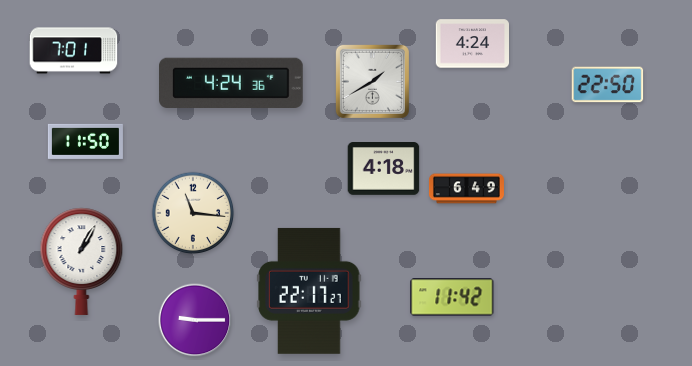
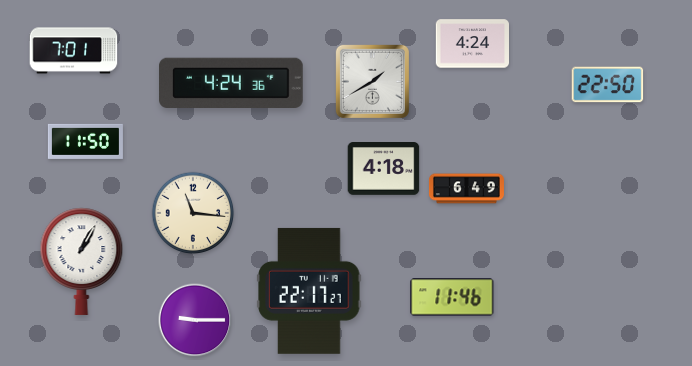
clock at (452, 297): 11:42 -> 11:46
